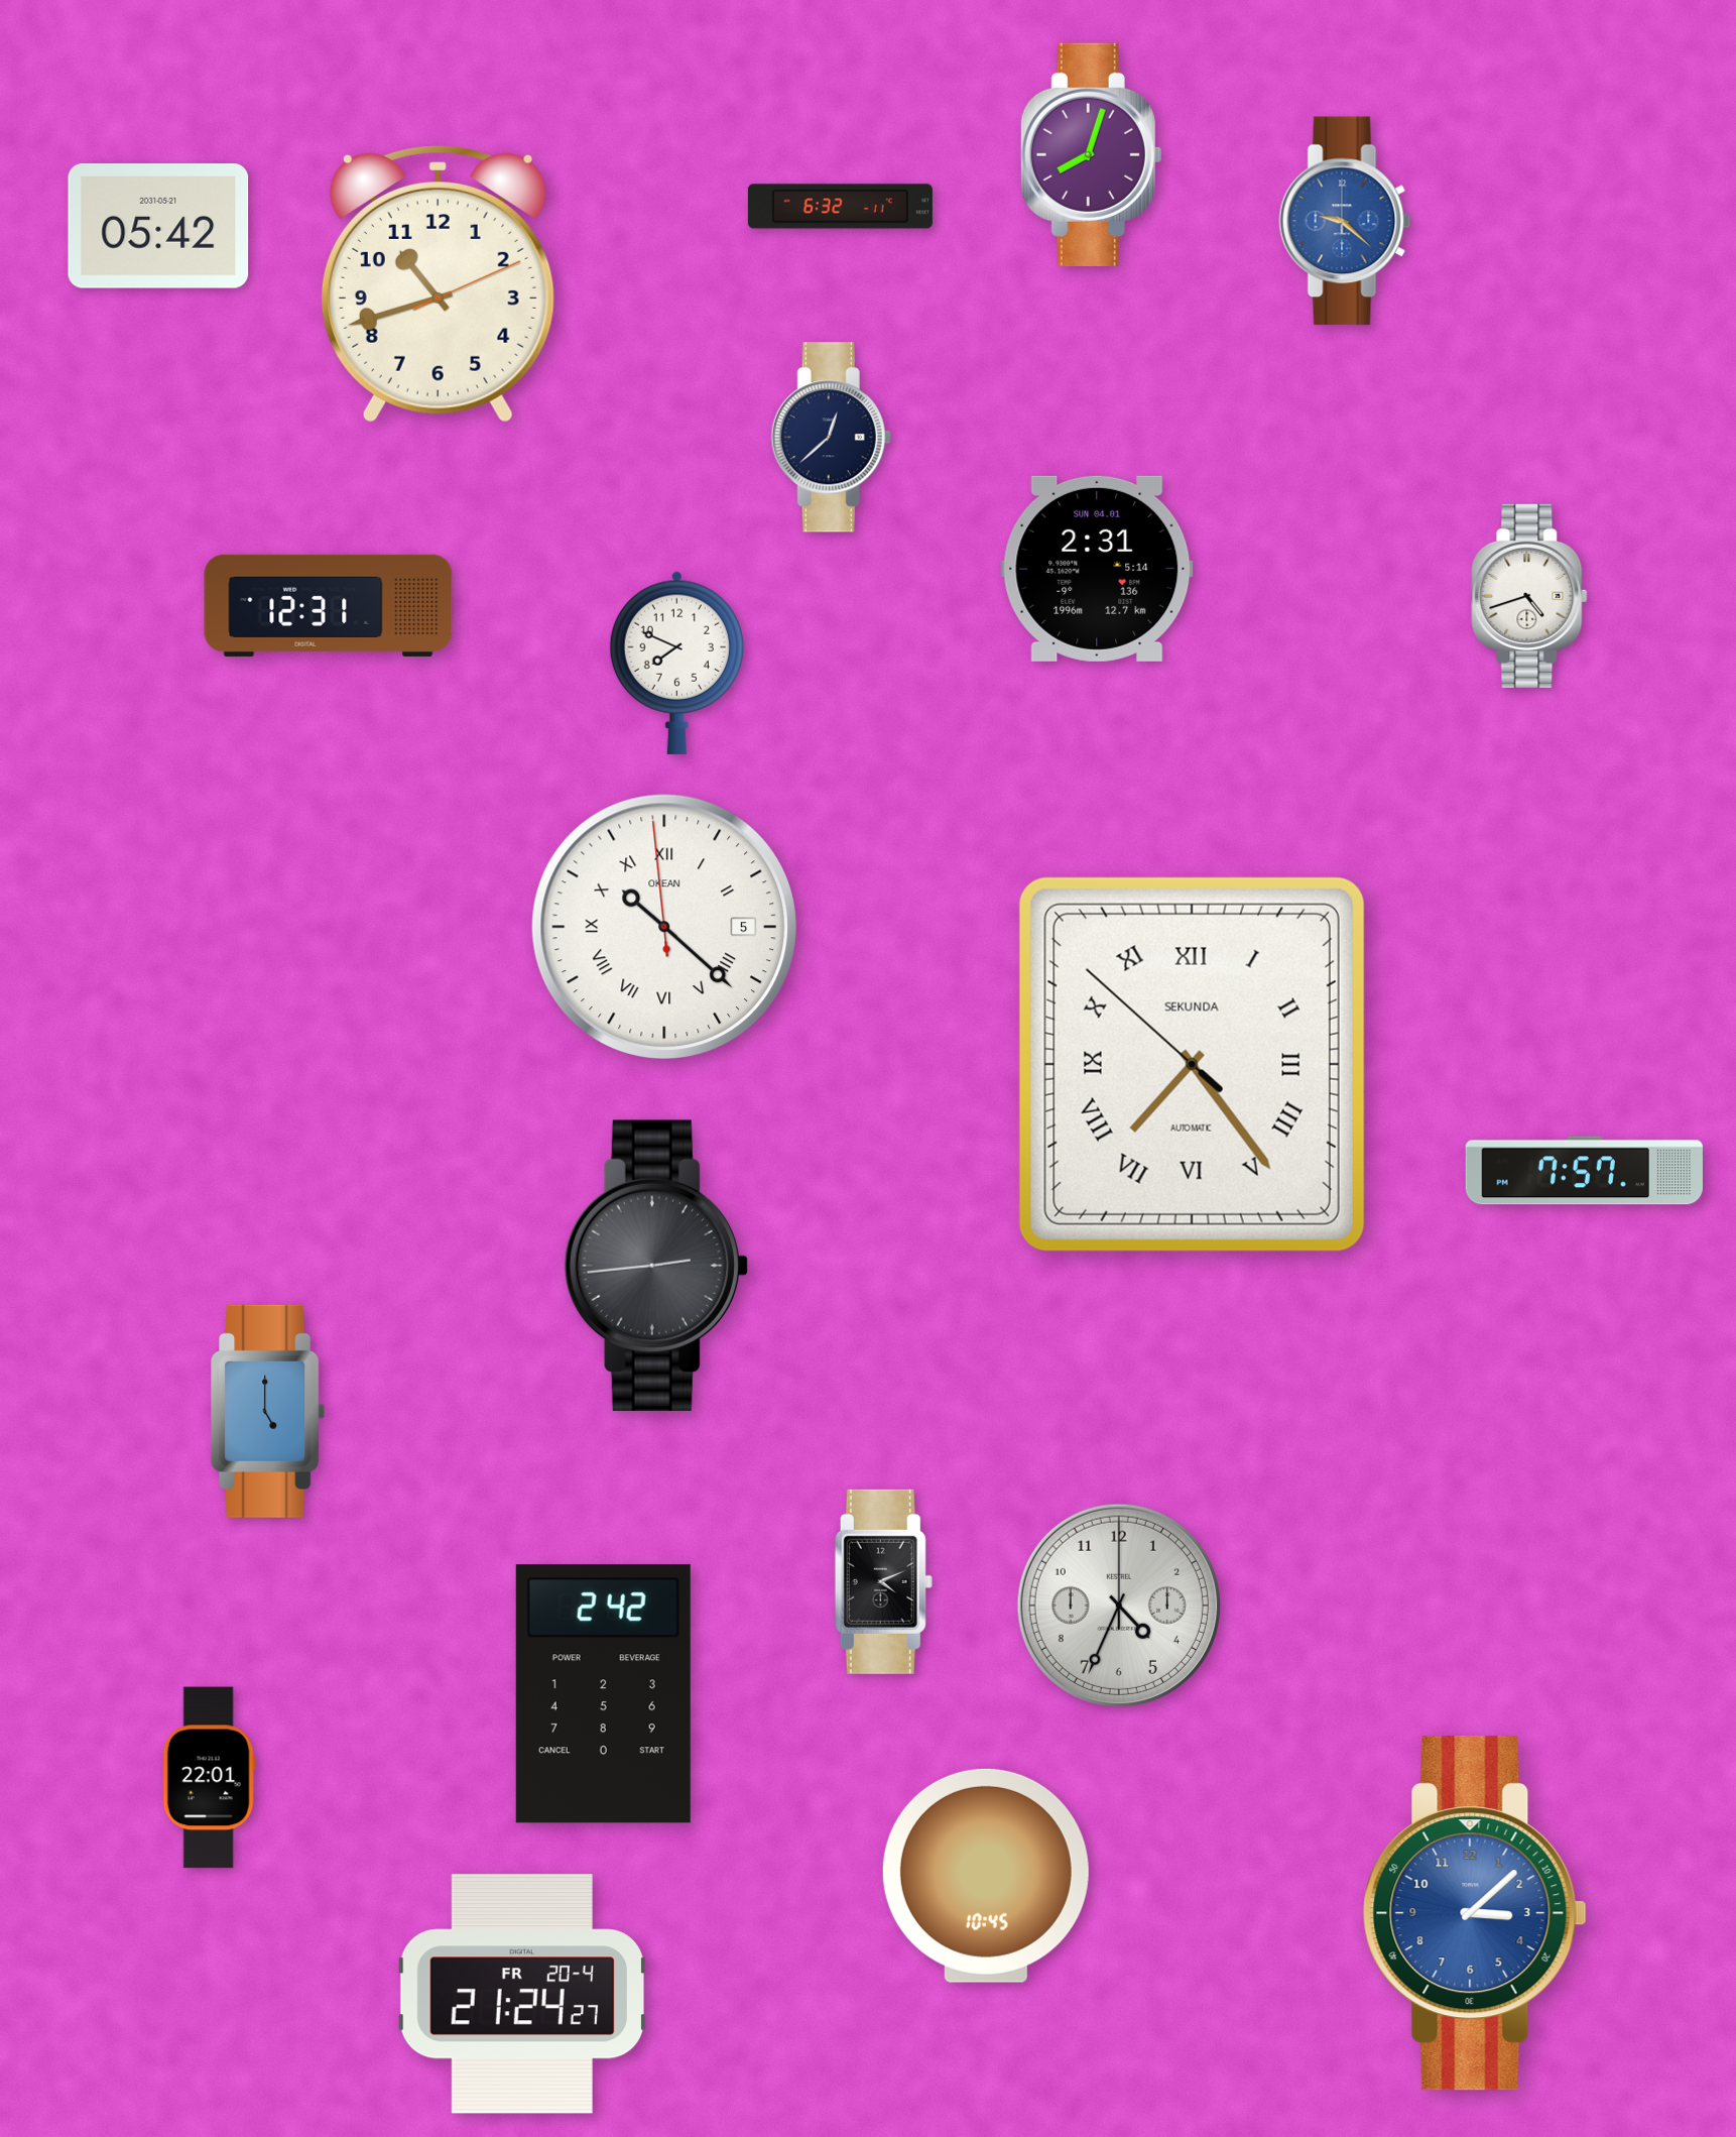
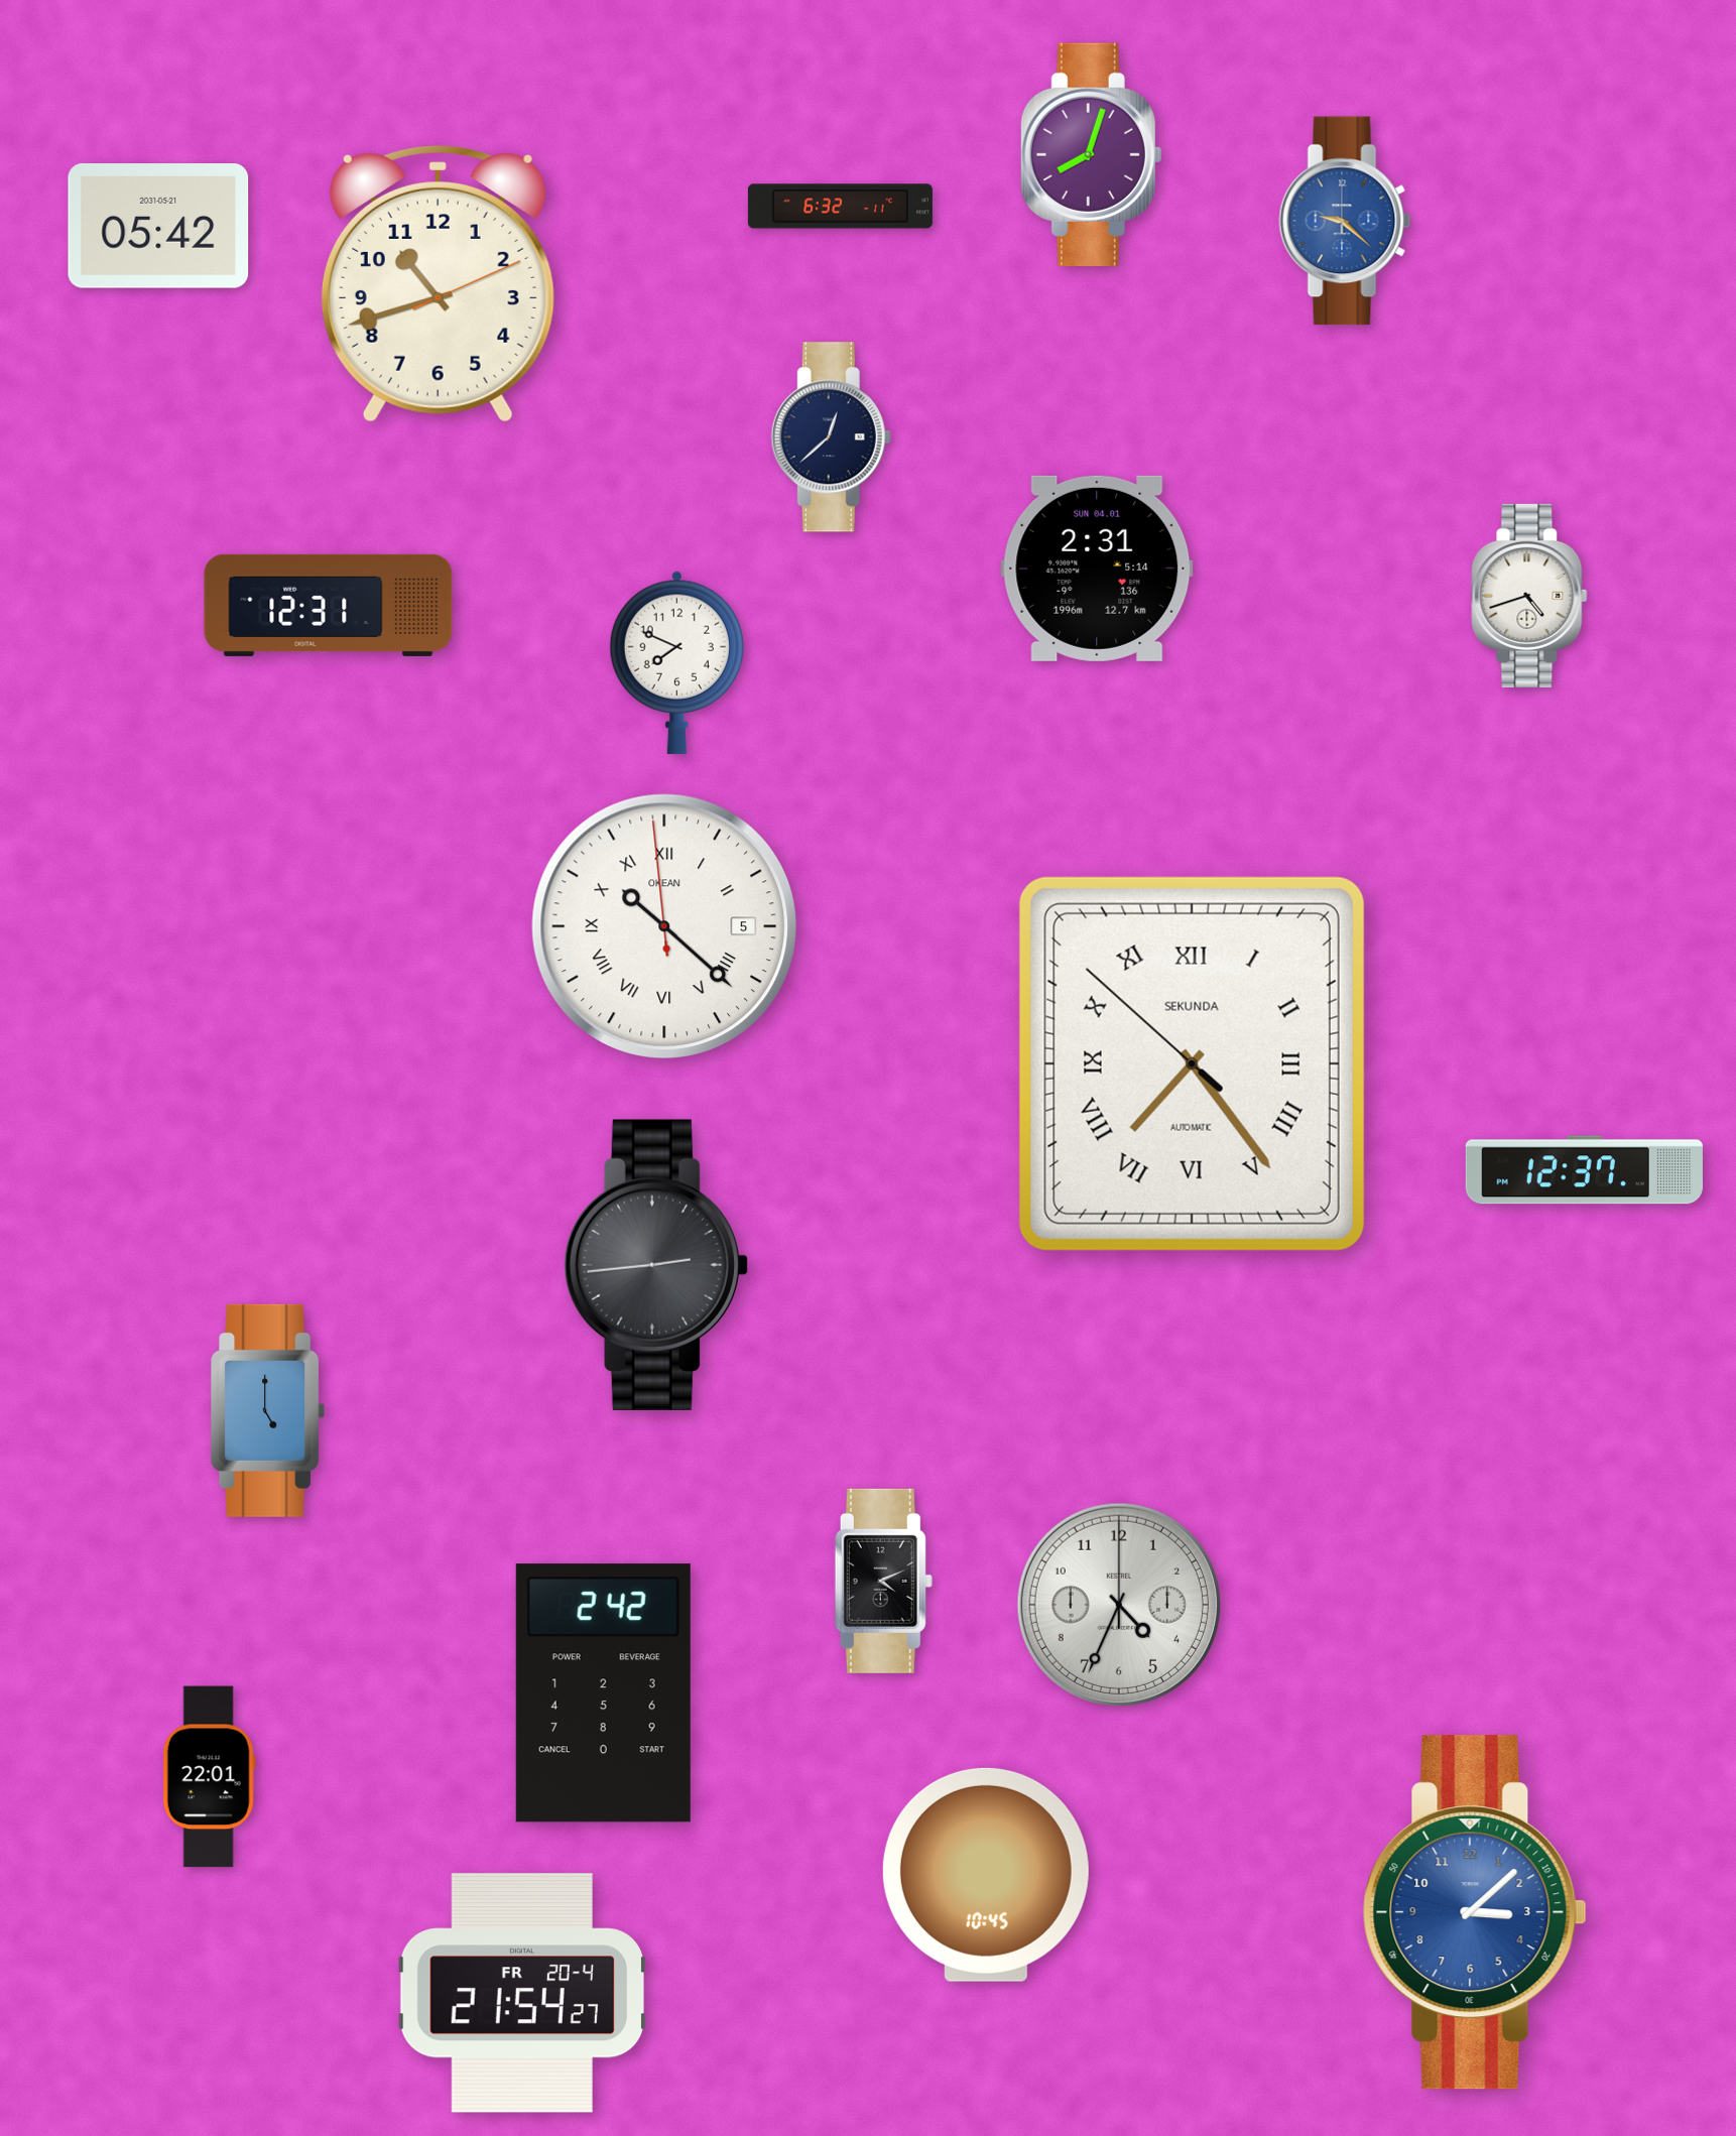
clock at (1584, 1171): 7:57 -> 12:37
clock at (521, 1994): 21:24 -> 21:54
